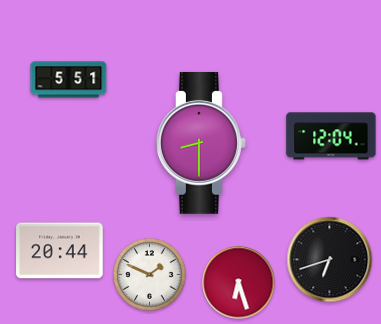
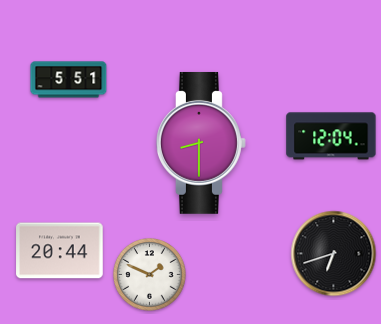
clock at (330, 260) position: (330, 260) -> (334, 254)
clock at (239, 283): 6:27 -> none
